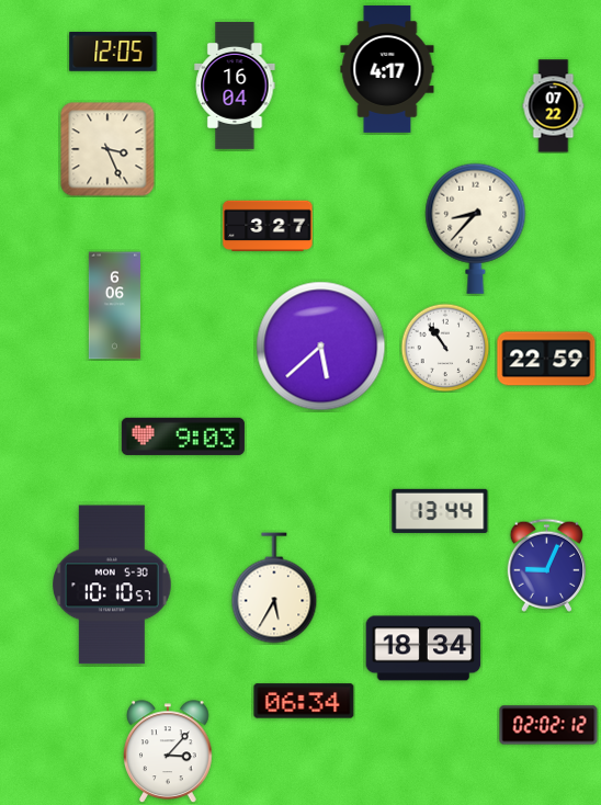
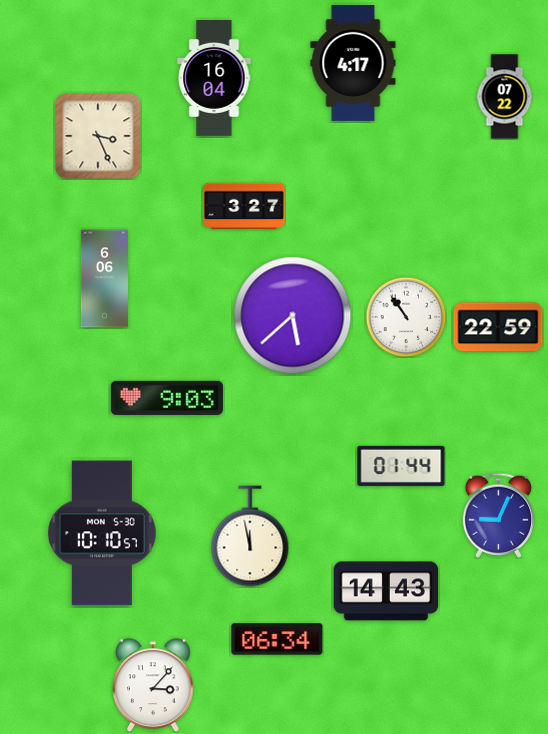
clock at (113, 53): 12:05 -> none
clock at (476, 228): 8:37 -> none
clock at (440, 511): 13:44 -> 01:44
clock at (274, 588): 5:35 -> 11:58
clock at (423, 648): 18:34 -> 14:43
clock at (548, 725): 02:02 -> none
